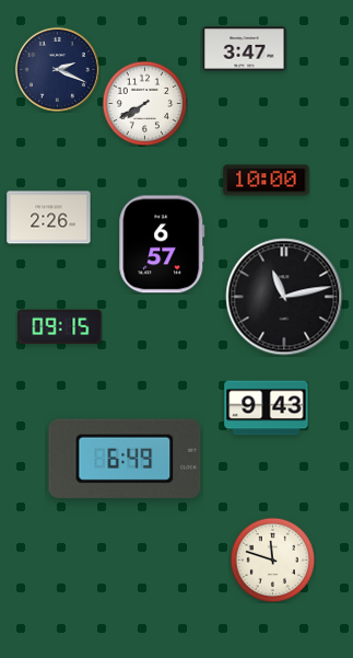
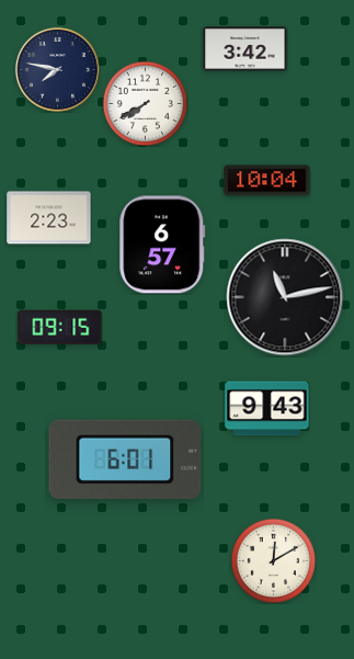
clock at (245, 49): 3:47 -> 3:42
clock at (57, 69): 2:19 -> 7:47
clock at (267, 181): 10:00 -> 10:04
clock at (49, 218): 2:26 -> 2:23
clock at (125, 459): 6:49 -> 6:01
clock at (272, 559): 11:48 -> 12:10
